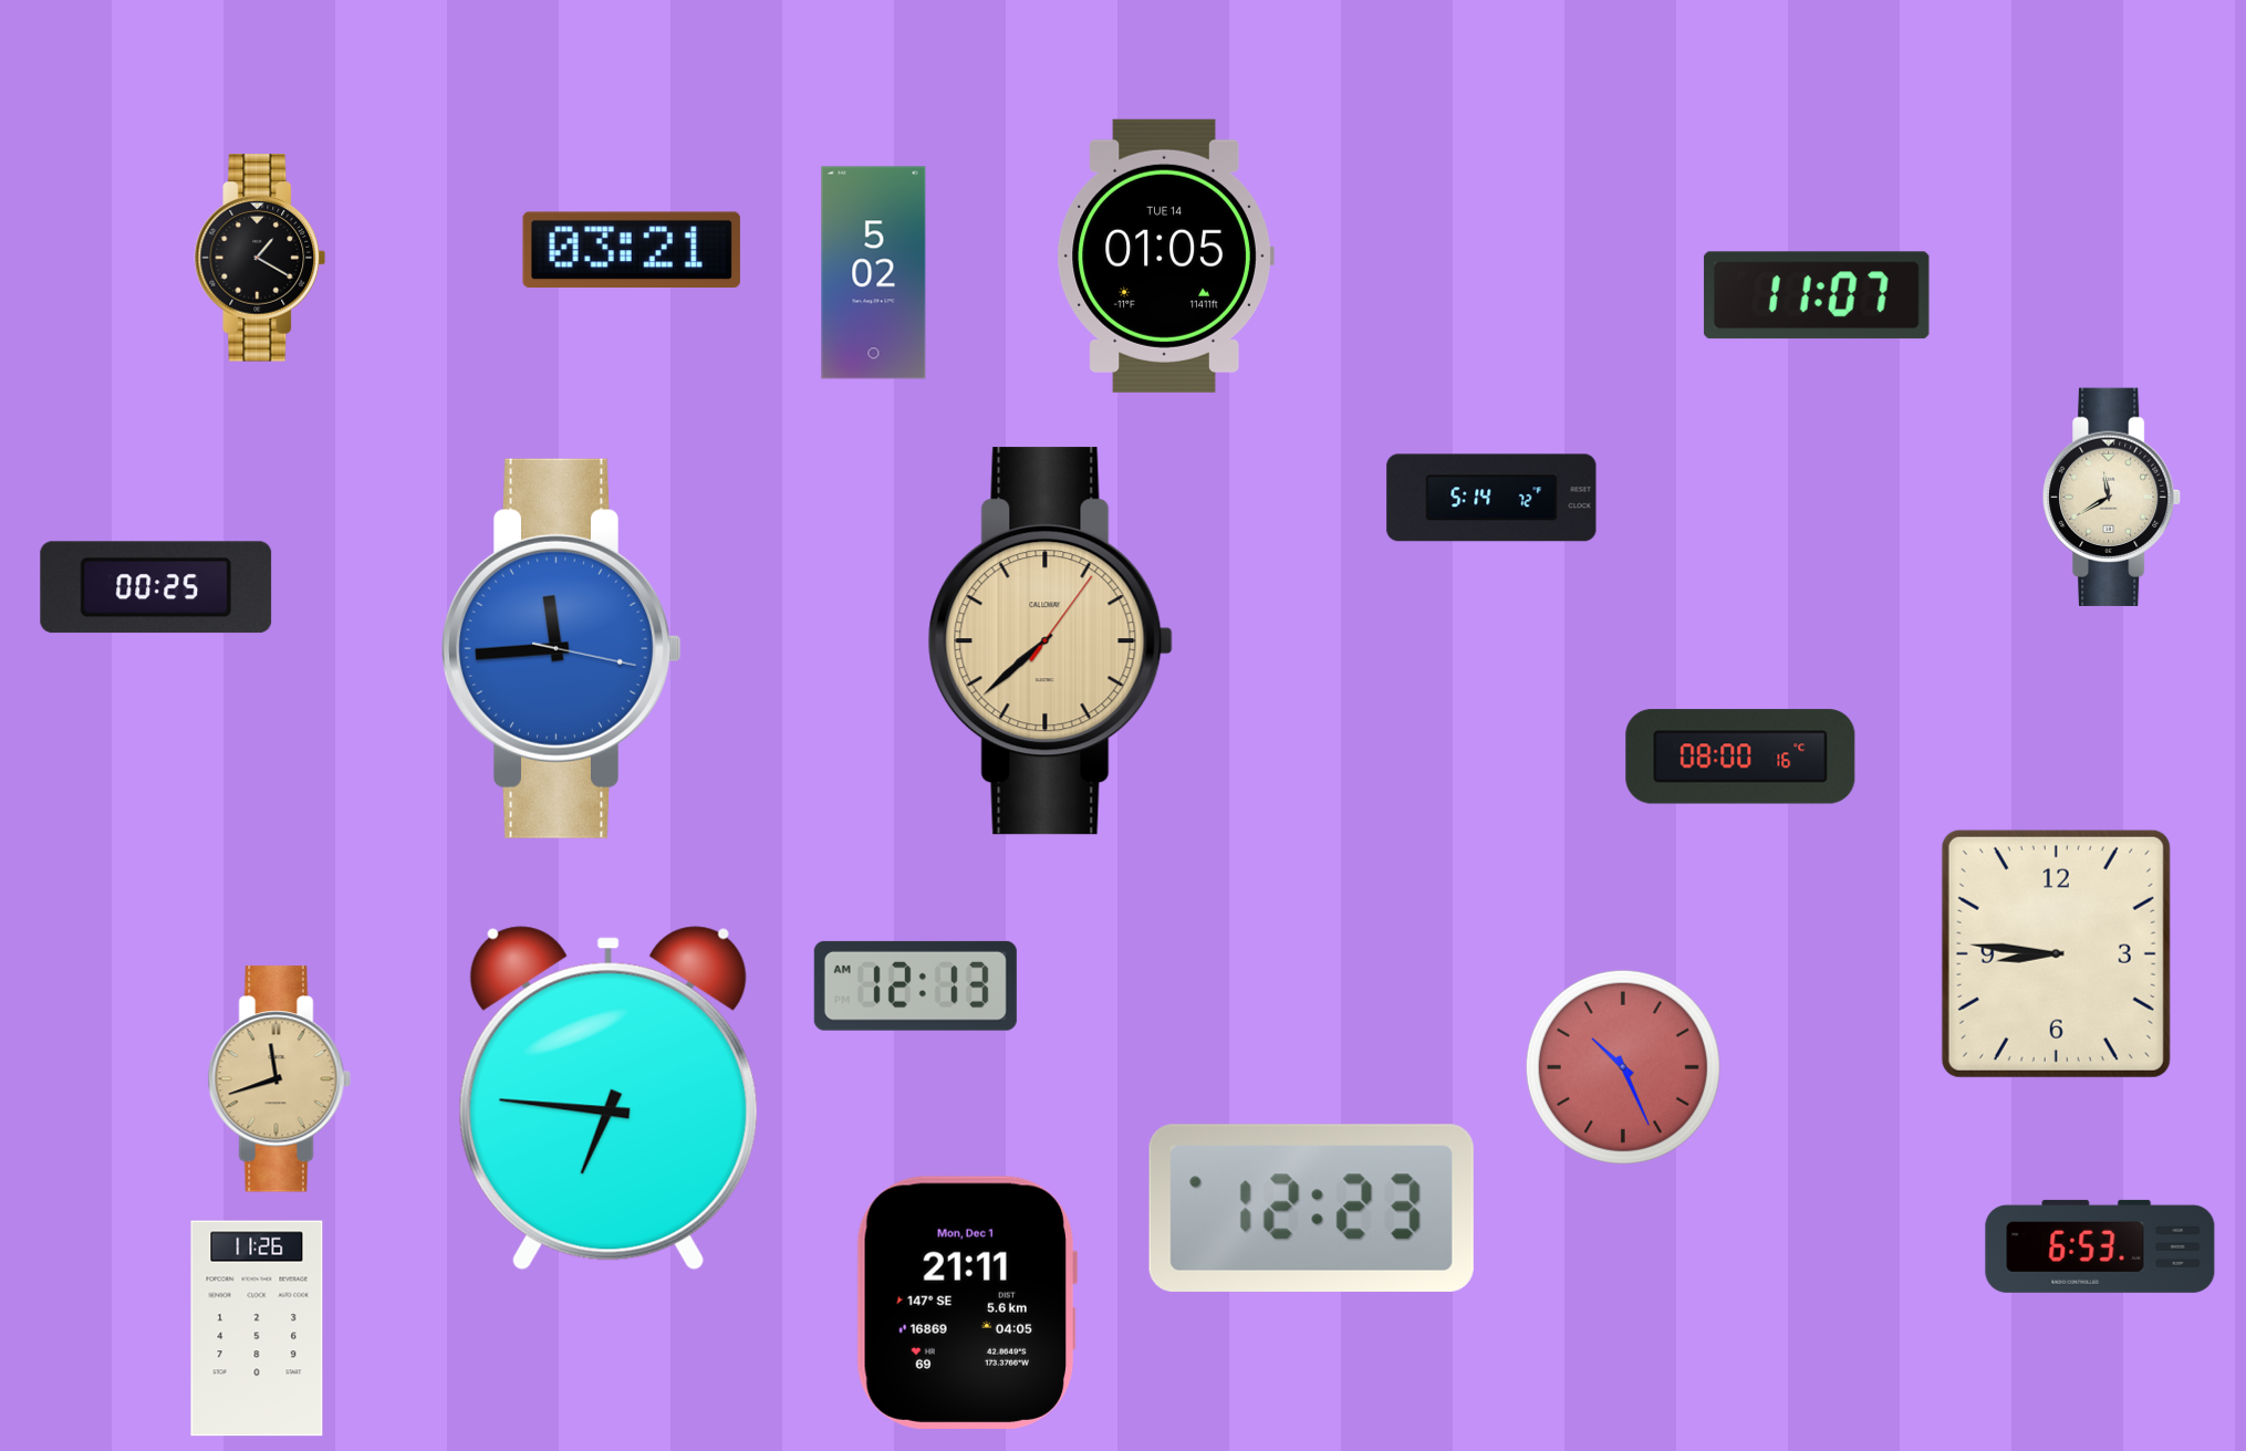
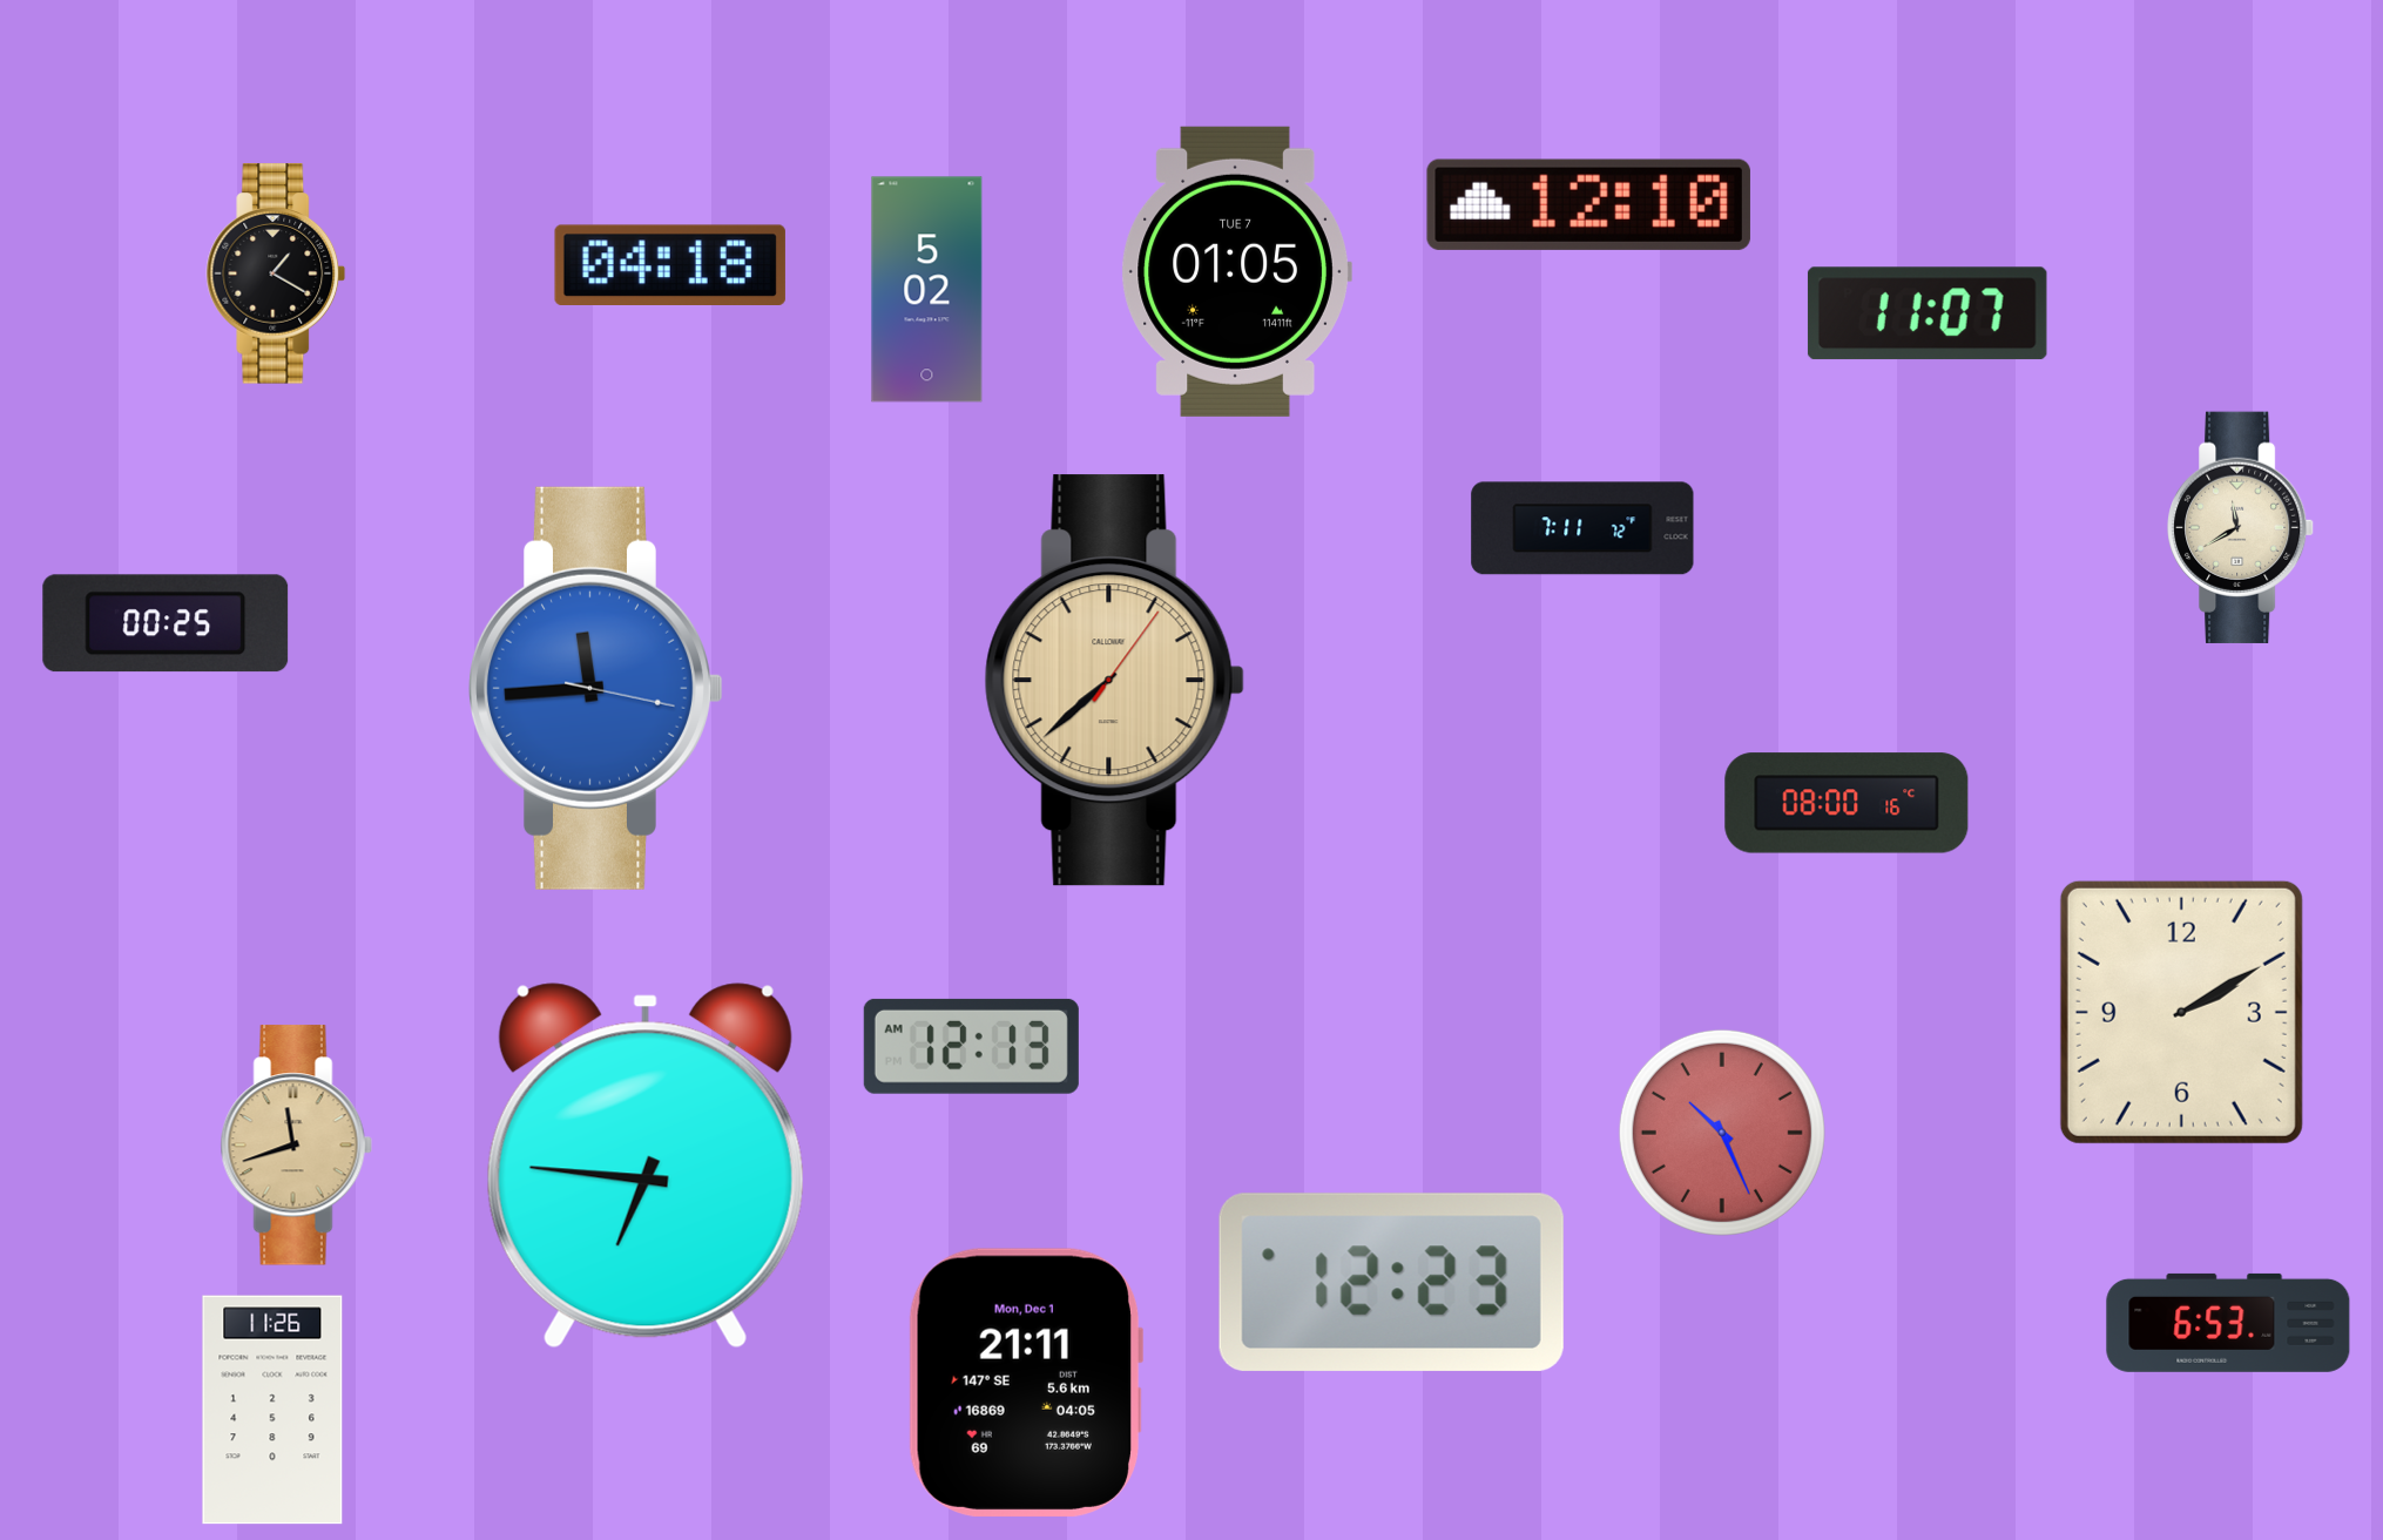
clock at (1588, 204): none -> 12:10
clock at (632, 249): 03:21 -> 04:18
clock at (1165, 255) date: TUE 14 -> TUE 7
clock at (1491, 498): 5:14 -> 7:11
clock at (2056, 953): 8:46 -> 2:10
